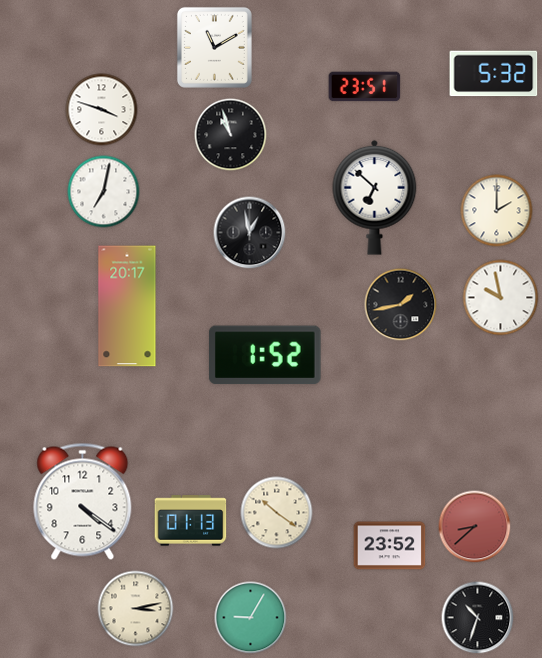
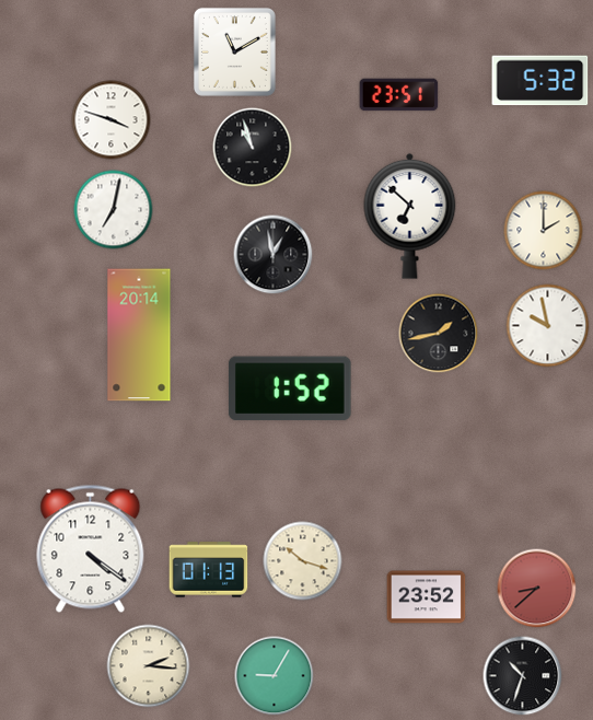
clock at (127, 306): 20:17 -> 20:14
clock at (277, 513): 10:21 -> 10:18
clock at (475, 527) position: (475, 527) -> (537, 589)
clock at (136, 609): 3:13 -> 2:16
